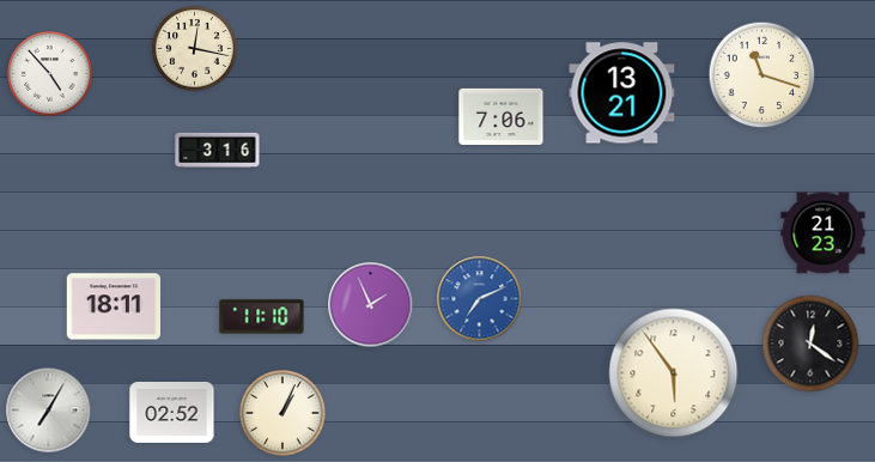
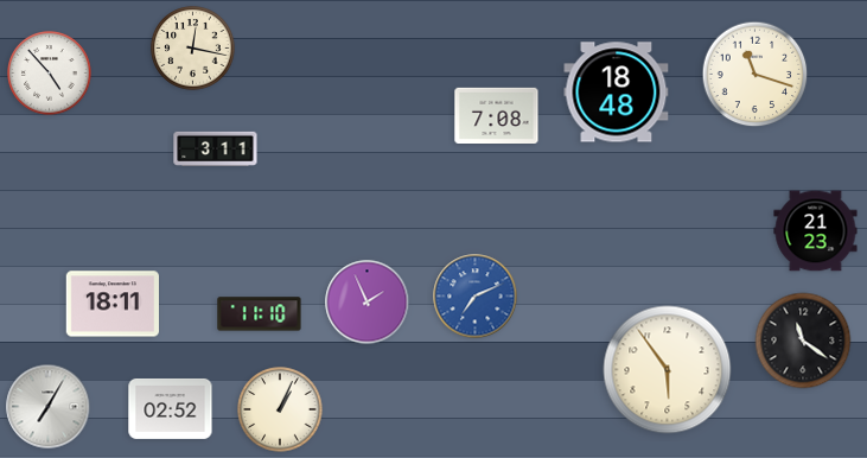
clock at (622, 93): 13:21 -> 18:48
clock at (502, 116): 7:06 -> 7:08
clock at (218, 150): 3:16 -> 3:11
clock at (810, 344): 12:21 -> 11:21
